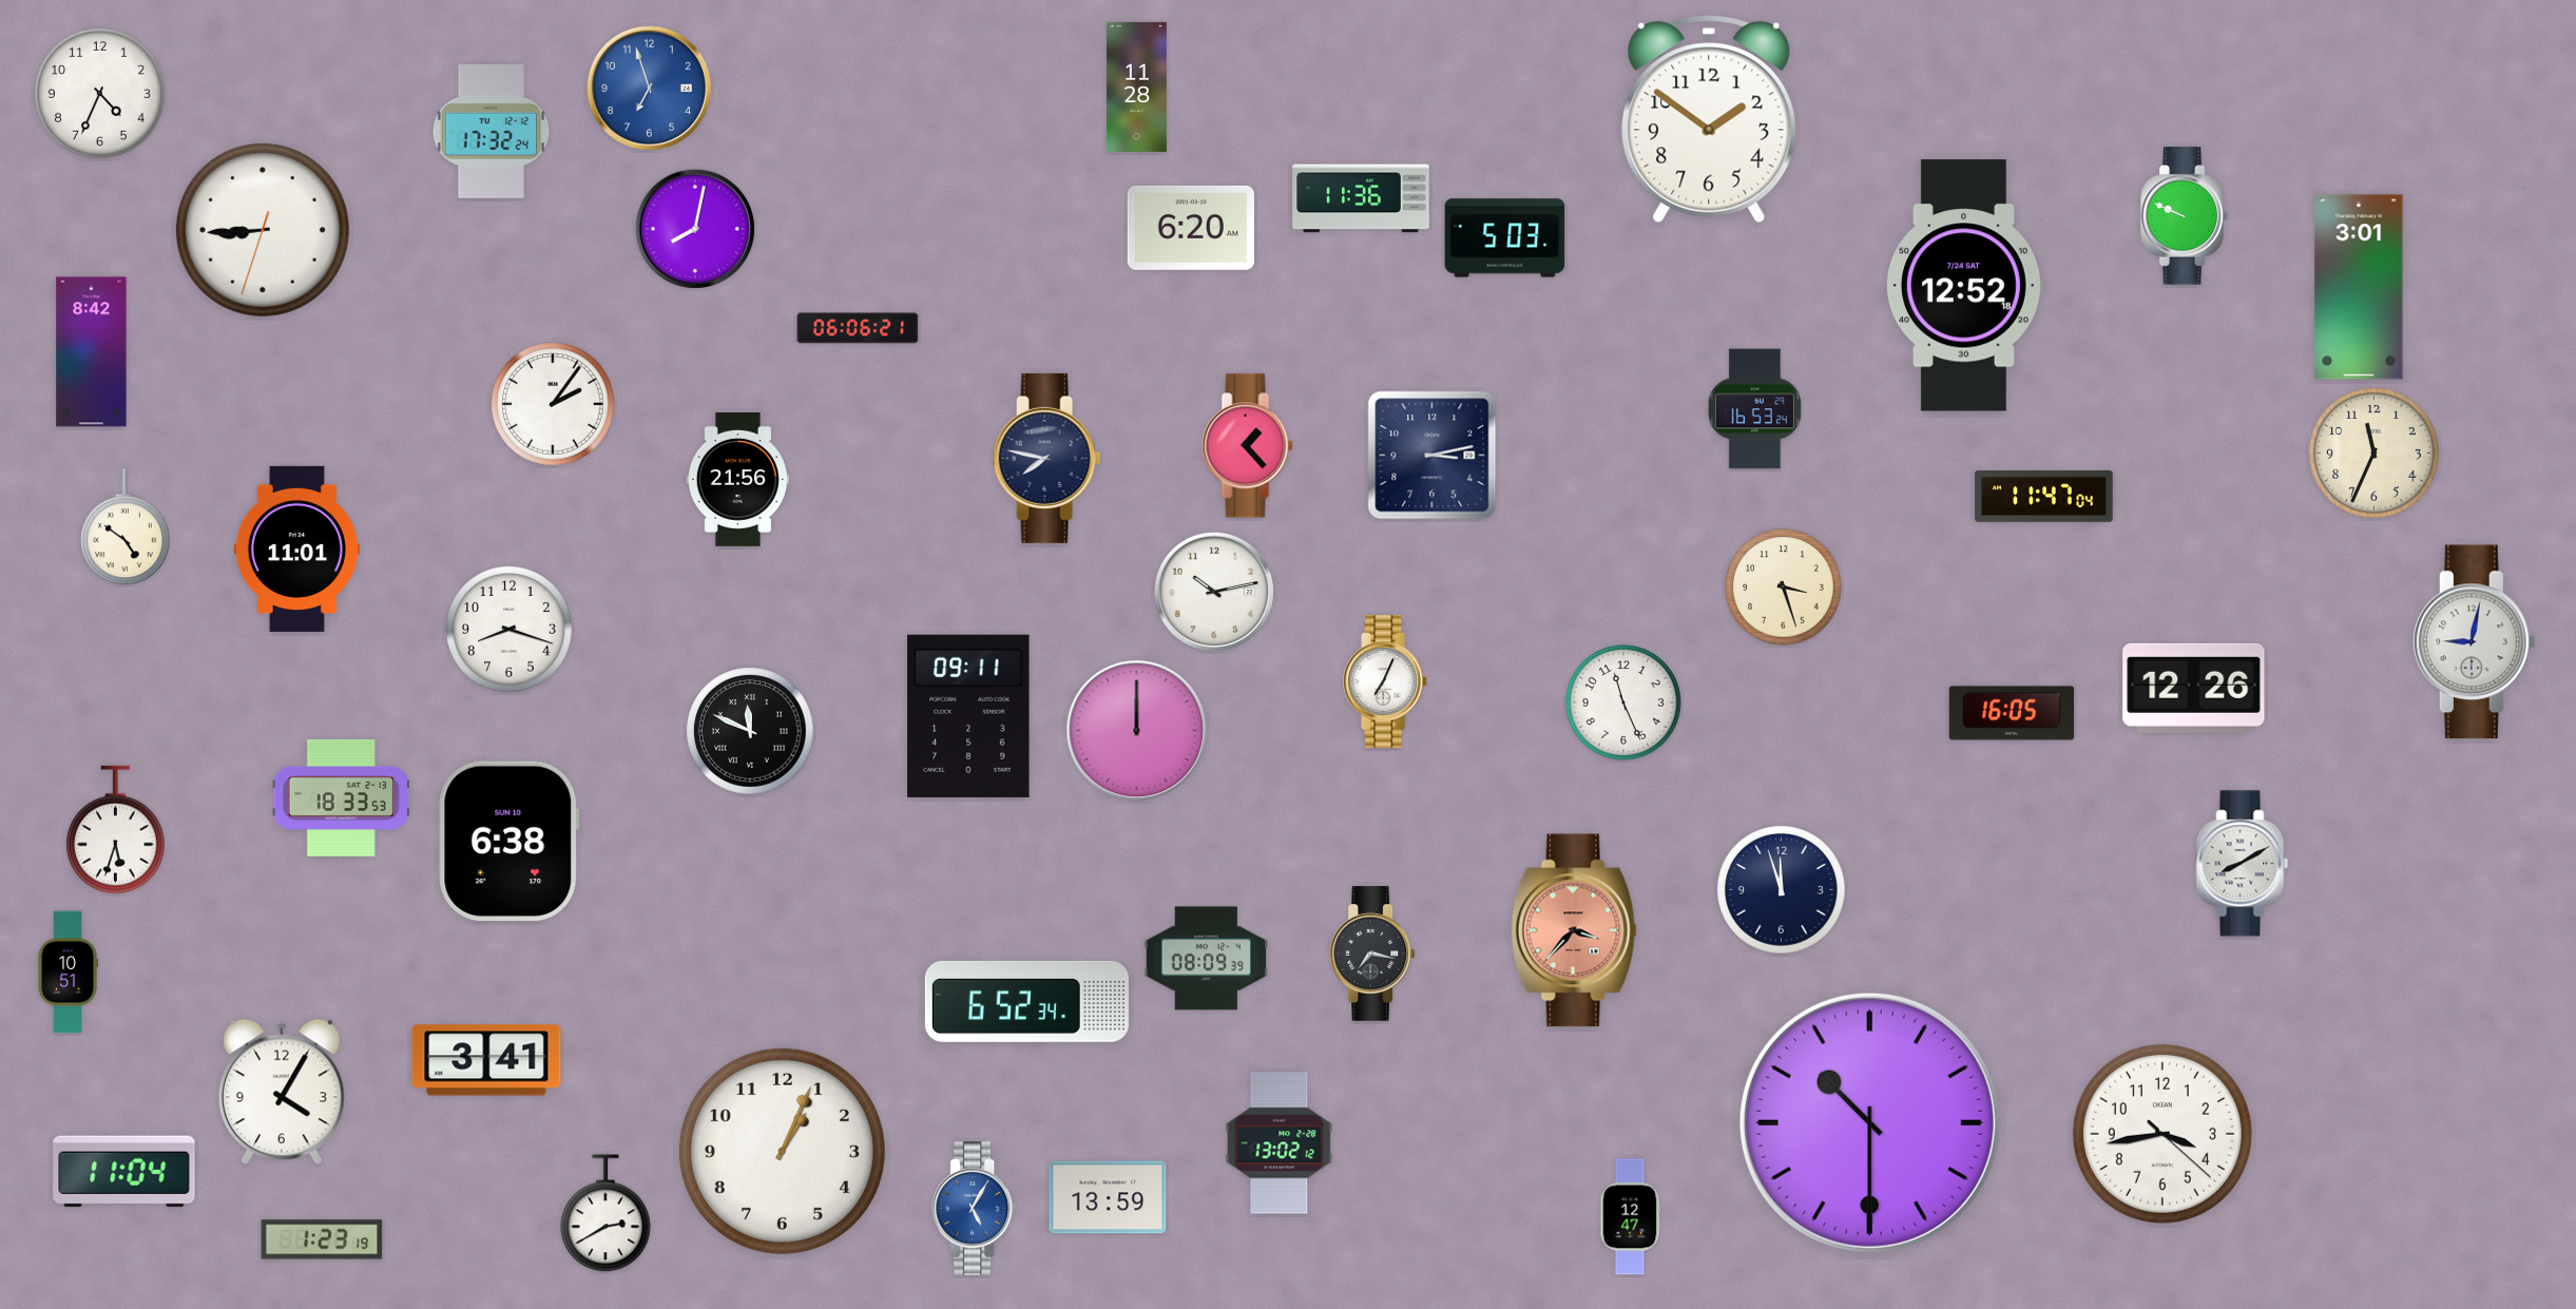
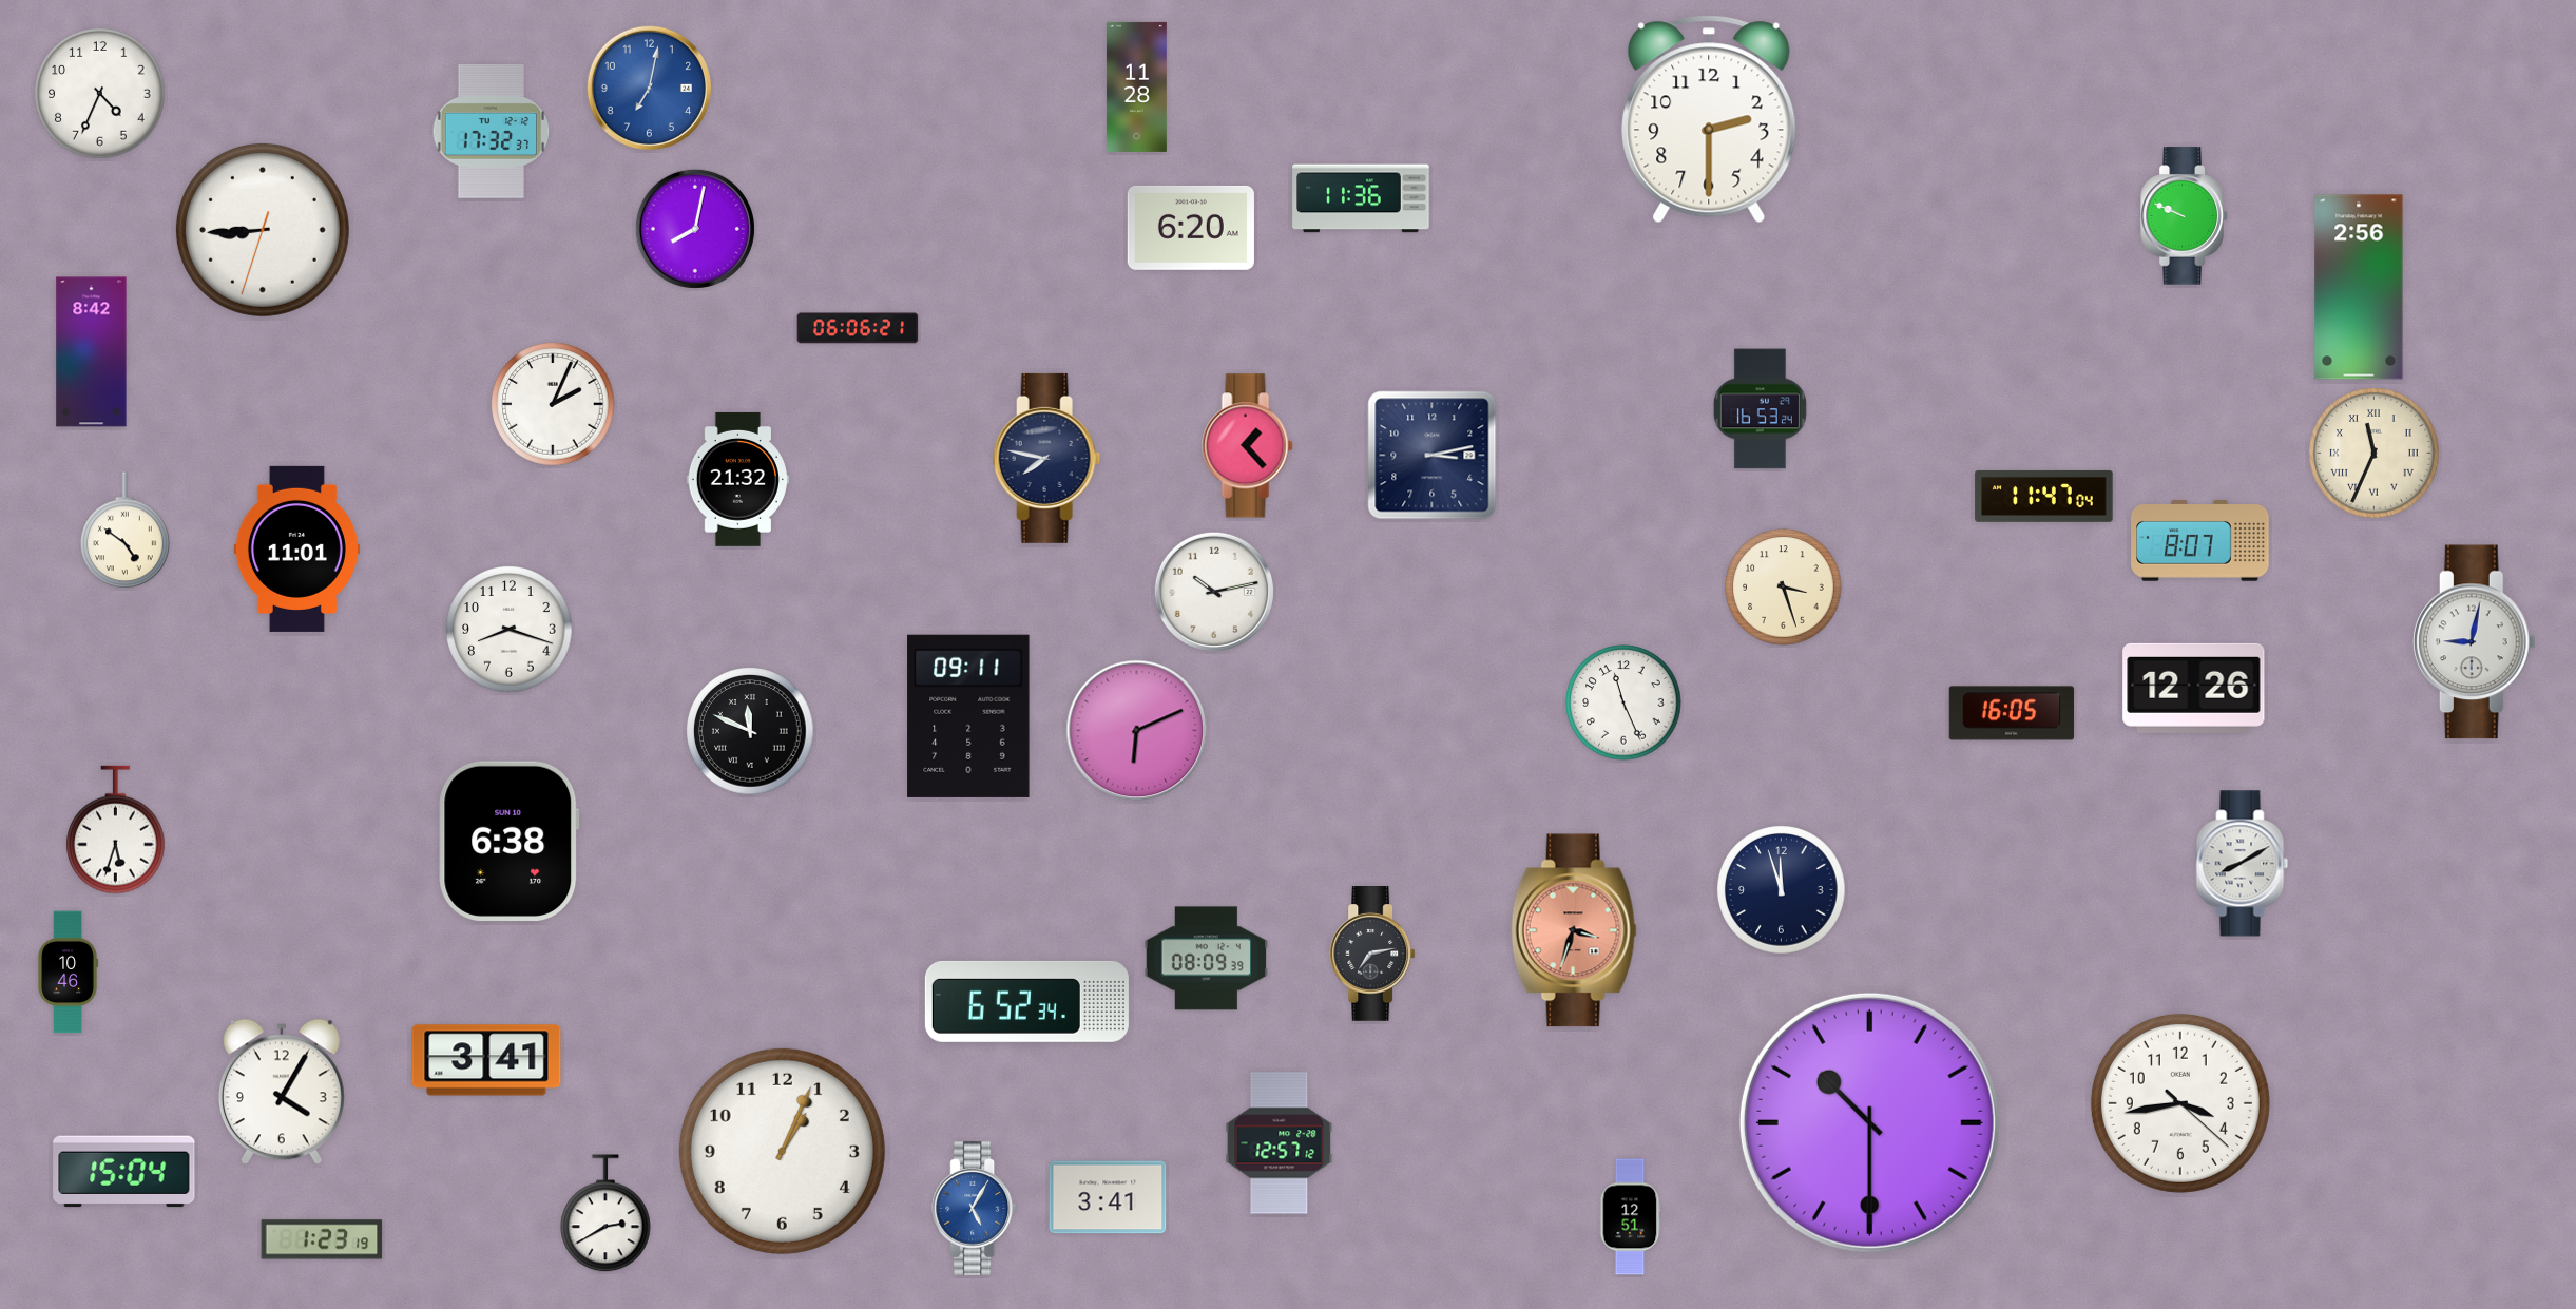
clock at (649, 88): 6:57 -> 7:02
clock at (1709, 119): 1:51 -> 2:30
clock at (492, 131): 17:32:24 -> 17:32:37
clock at (1505, 238): 5:03 -> none
clock at (1965, 286): 12:52 -> none
clock at (2359, 287): 3:01 -> 2:56
clock at (553, 404): 2:06 -> 2:04
clock at (1754, 409) position: (1754, 409) -> (1760, 409)
clock at (2375, 454) numerals: Arabic -> Roman
clock at (737, 479): 21:56 -> 21:32
clock at (126, 527) position: (126, 527) -> (126, 531)
clock at (2200, 541): none -> 8:07
clock at (1386, 681): 7:04 -> none
clock at (1137, 731): 12:00 -> 6:11
clock at (341, 797): 18:33 -> none
clock at (1574, 930): 3:37 -> 3:33
clock at (1372, 955): 7:17 -> 7:13
clock at (68, 973): 10:51 -> 10:46
clock at (2162, 1134) position: (2162, 1134) -> (2180, 1103)
clock at (1280, 1143): 13:02 -> 12:57
clock at (124, 1172): 11:04 -> 15:04
clock at (1108, 1197): 13:59 -> 3:41
clock at (1630, 1217): 12:47 -> 12:51
